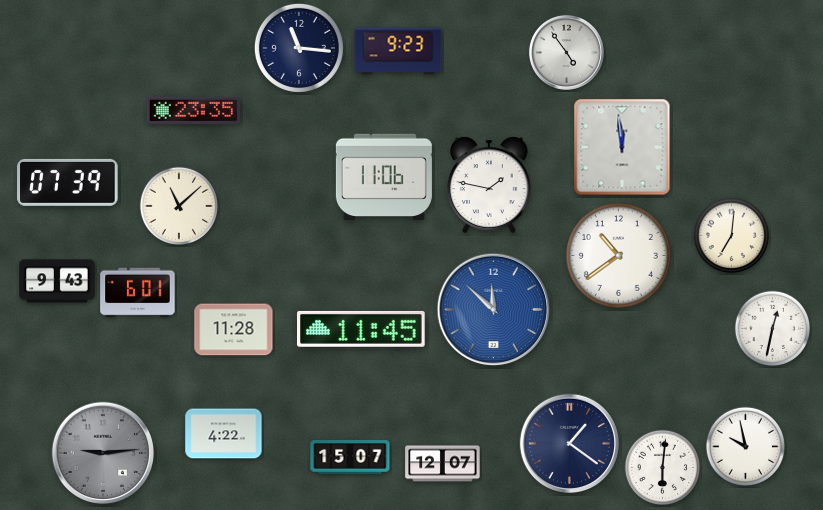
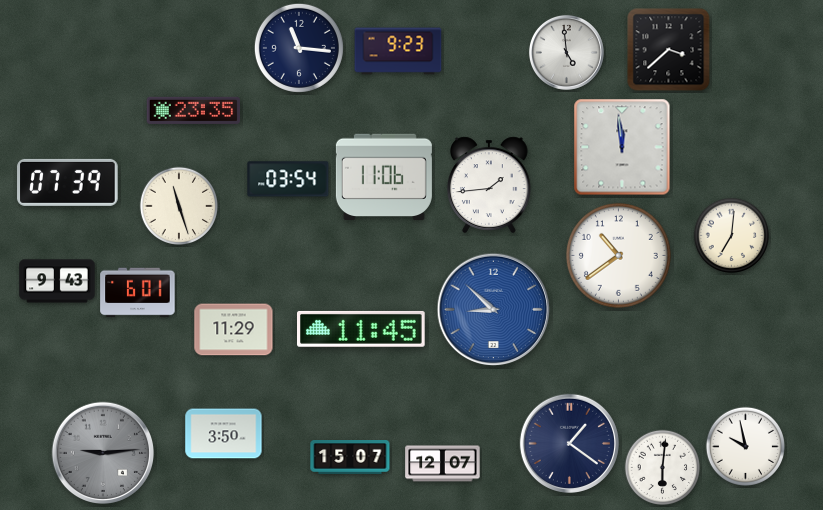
clock at (669, 50): none -> 3:38
clock at (566, 52): 4:54 -> 4:59
clock at (288, 179): none -> 03:54
clock at (489, 185): 1:47 -> 1:44
clock at (178, 205): 11:08 -> 11:27
clock at (494, 310): 11:52 -> 8:52
clock at (773, 329): 12:32 -> none
clock at (234, 330): 11:28 -> 11:29
clock at (224, 434): 4:22 -> 3:50
